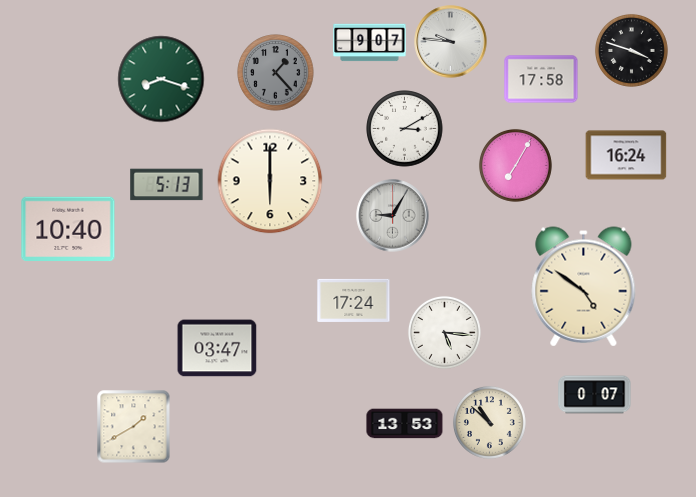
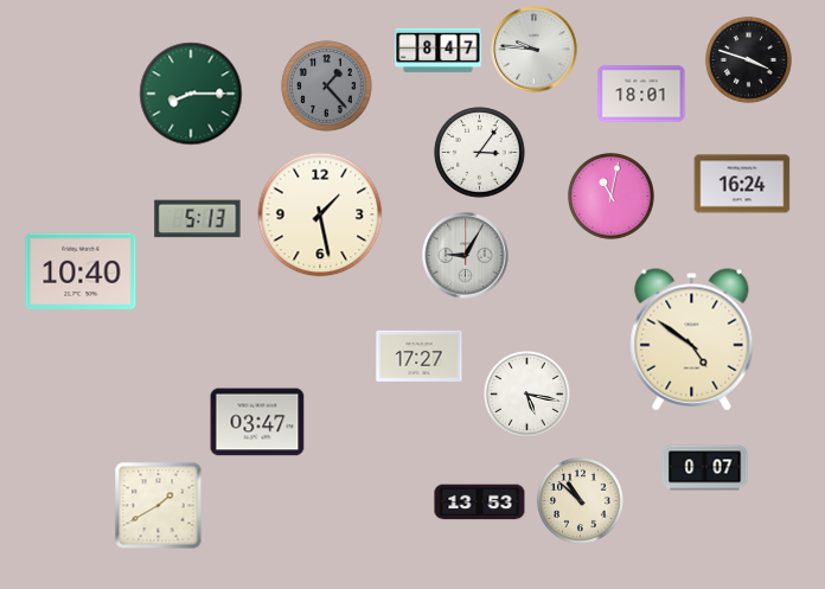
clock at (370, 43): 9:07 -> 8:47
clock at (161, 79): 8:18 -> 8:15
clock at (541, 79): 17:58 -> 18:01
clock at (405, 129): 3:10 -> 3:06
clock at (516, 166): 7:05 -> 11:02
clock at (270, 181): 6:00 -> 1:28
clock at (354, 300): 17:24 -> 17:27
clock at (445, 333): 5:16 -> 5:17
clock at (217, 348) position: (217, 348) -> (257, 422)
